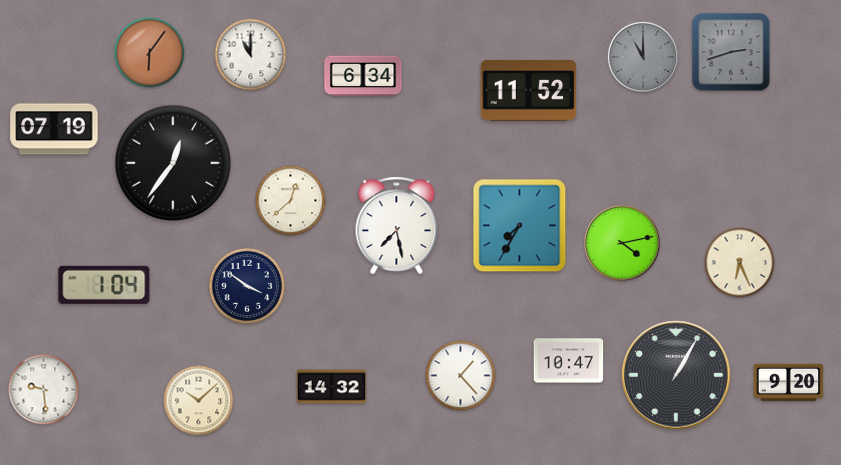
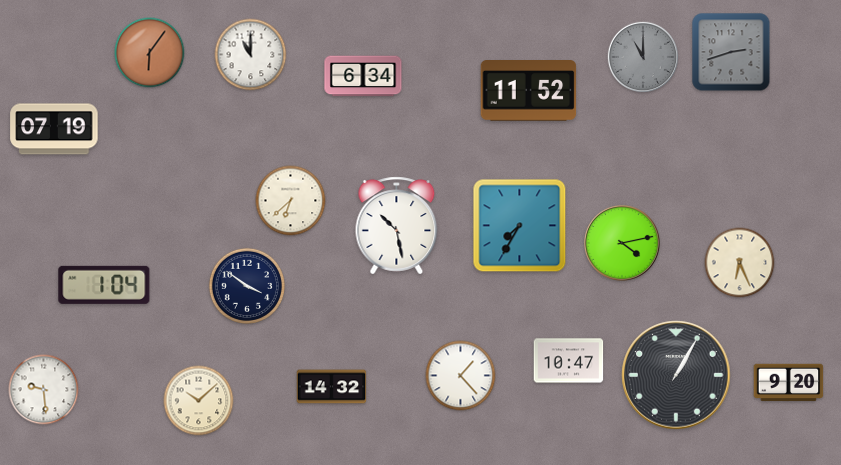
clock at (173, 163): 12:36 -> none
clock at (291, 201): 12:38 -> 6:38
clock at (397, 226): 7:28 -> 10:28
